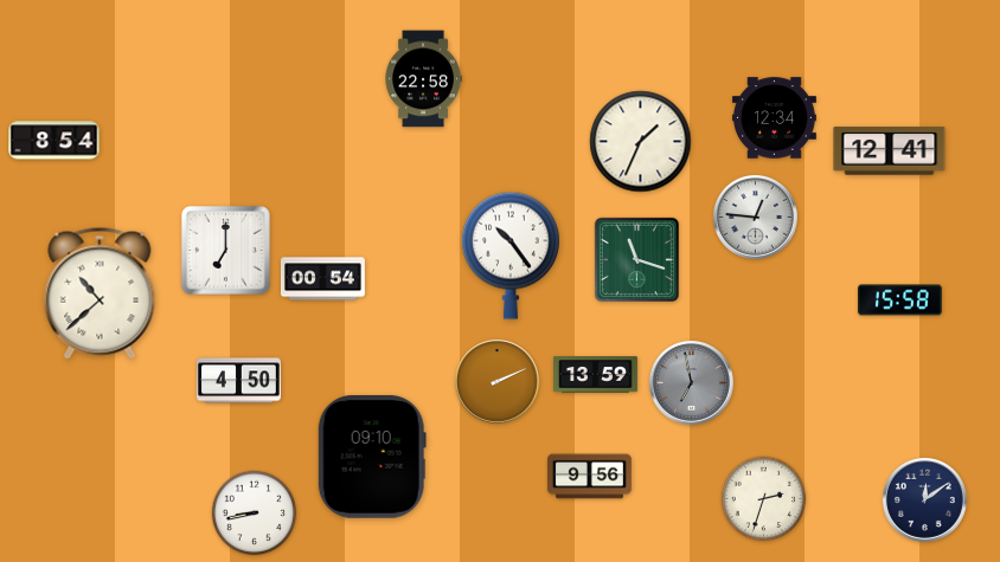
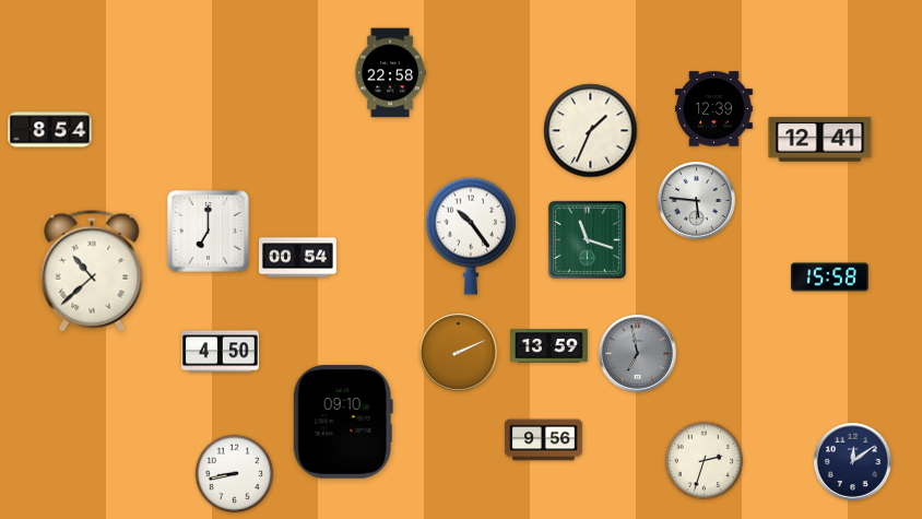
clock at (774, 118): 12:34 -> 12:39
clock at (755, 217): 12:46 -> 5:46
